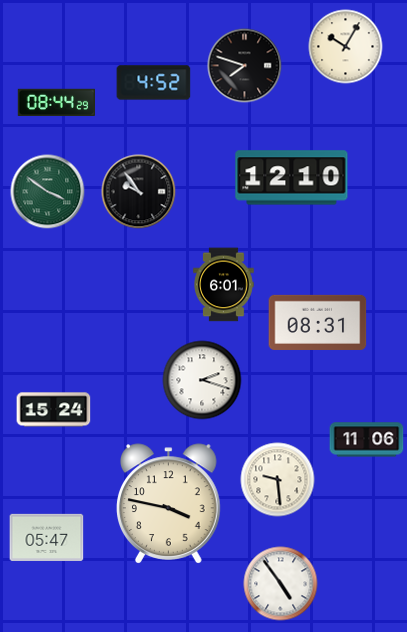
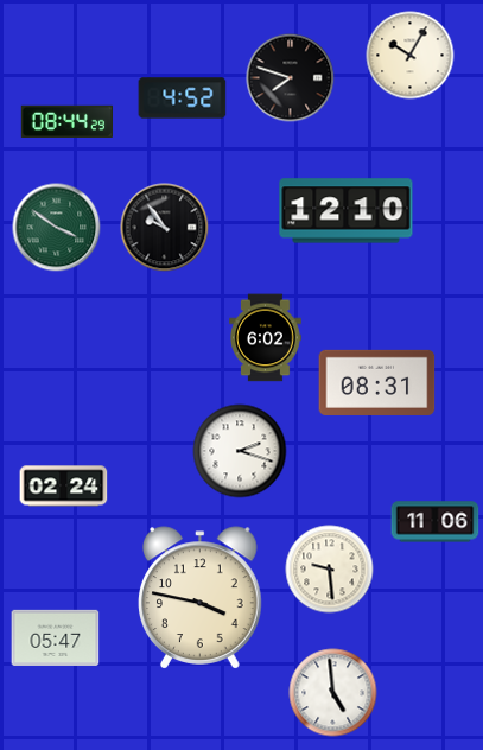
clock at (224, 285): 6:01 -> 6:02
clock at (54, 410): 15:24 -> 02:24
clock at (281, 584): 4:54 -> 4:59
